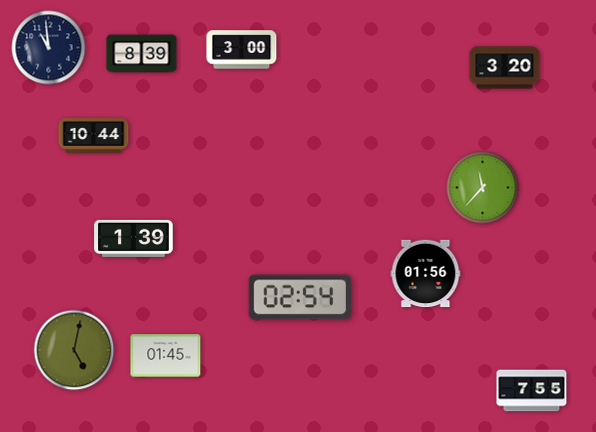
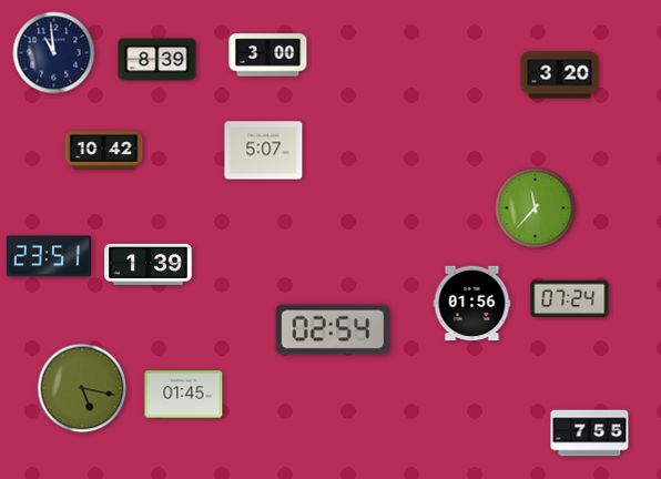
clock at (94, 136): 10:44 -> 10:42
clock at (264, 151): none -> 5:07
clock at (49, 256): none -> 23:51
clock at (570, 299): none -> 07:24
clock at (74, 350): 5:02 -> 5:17
